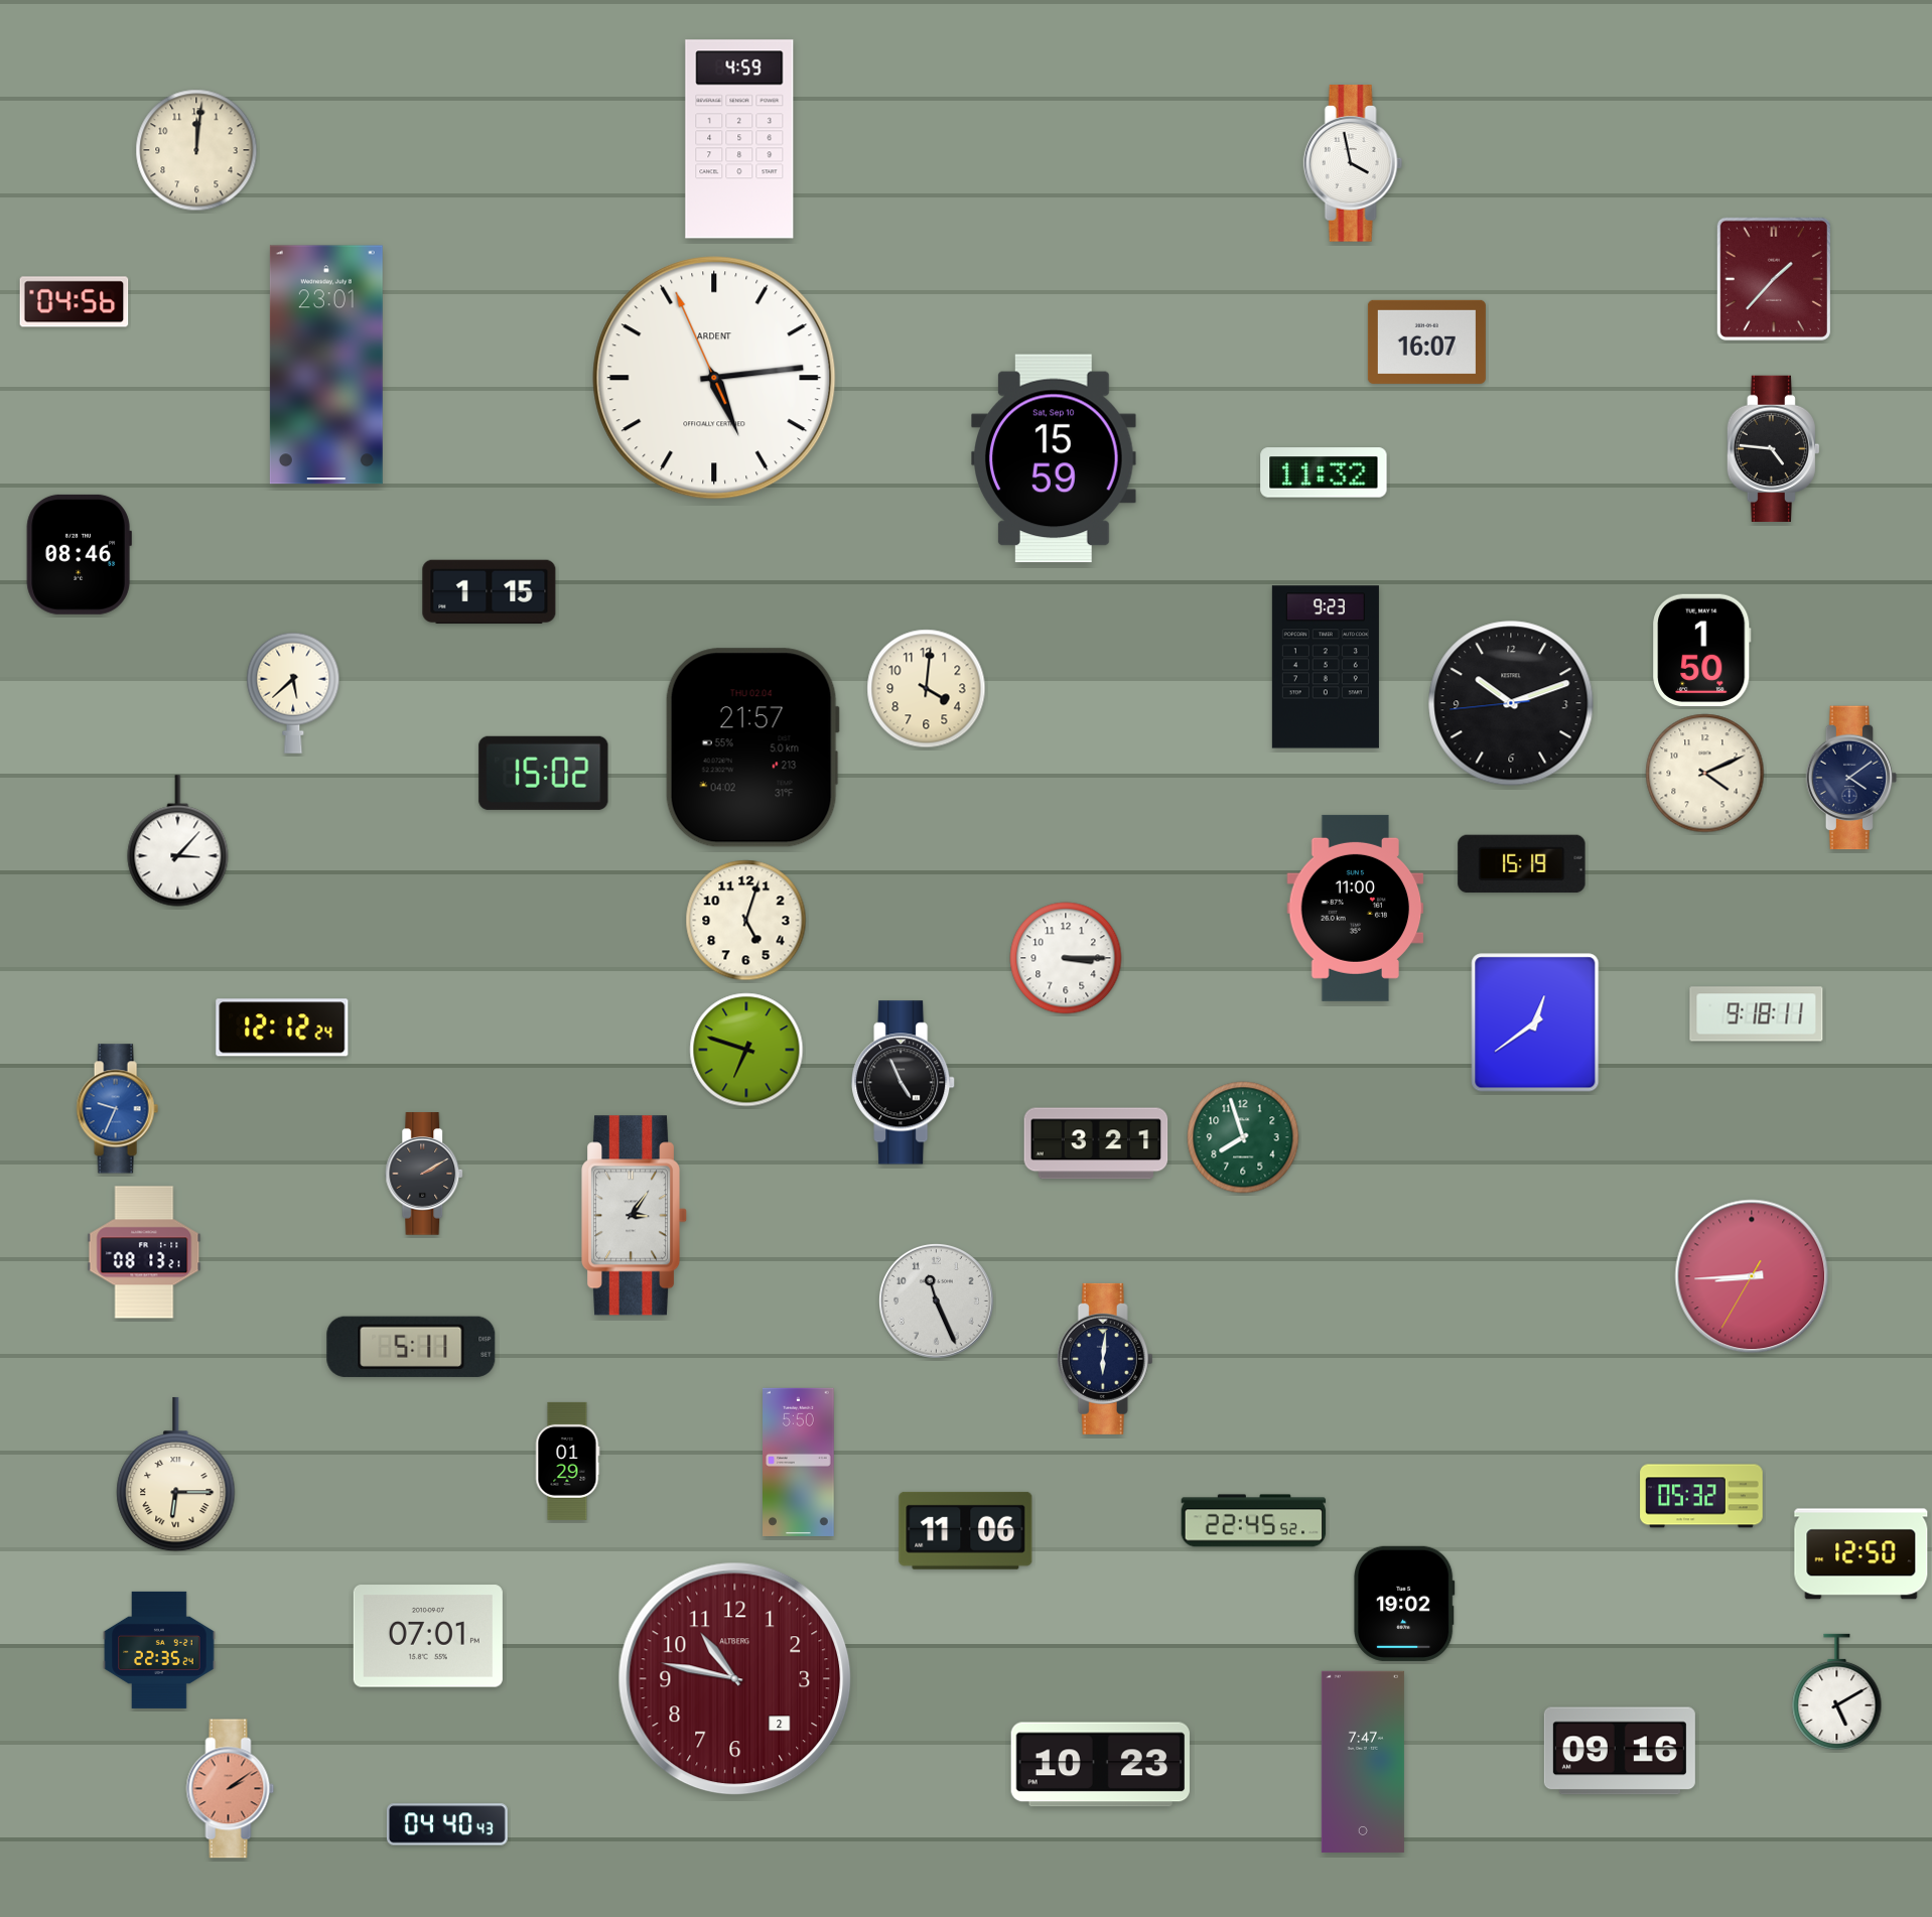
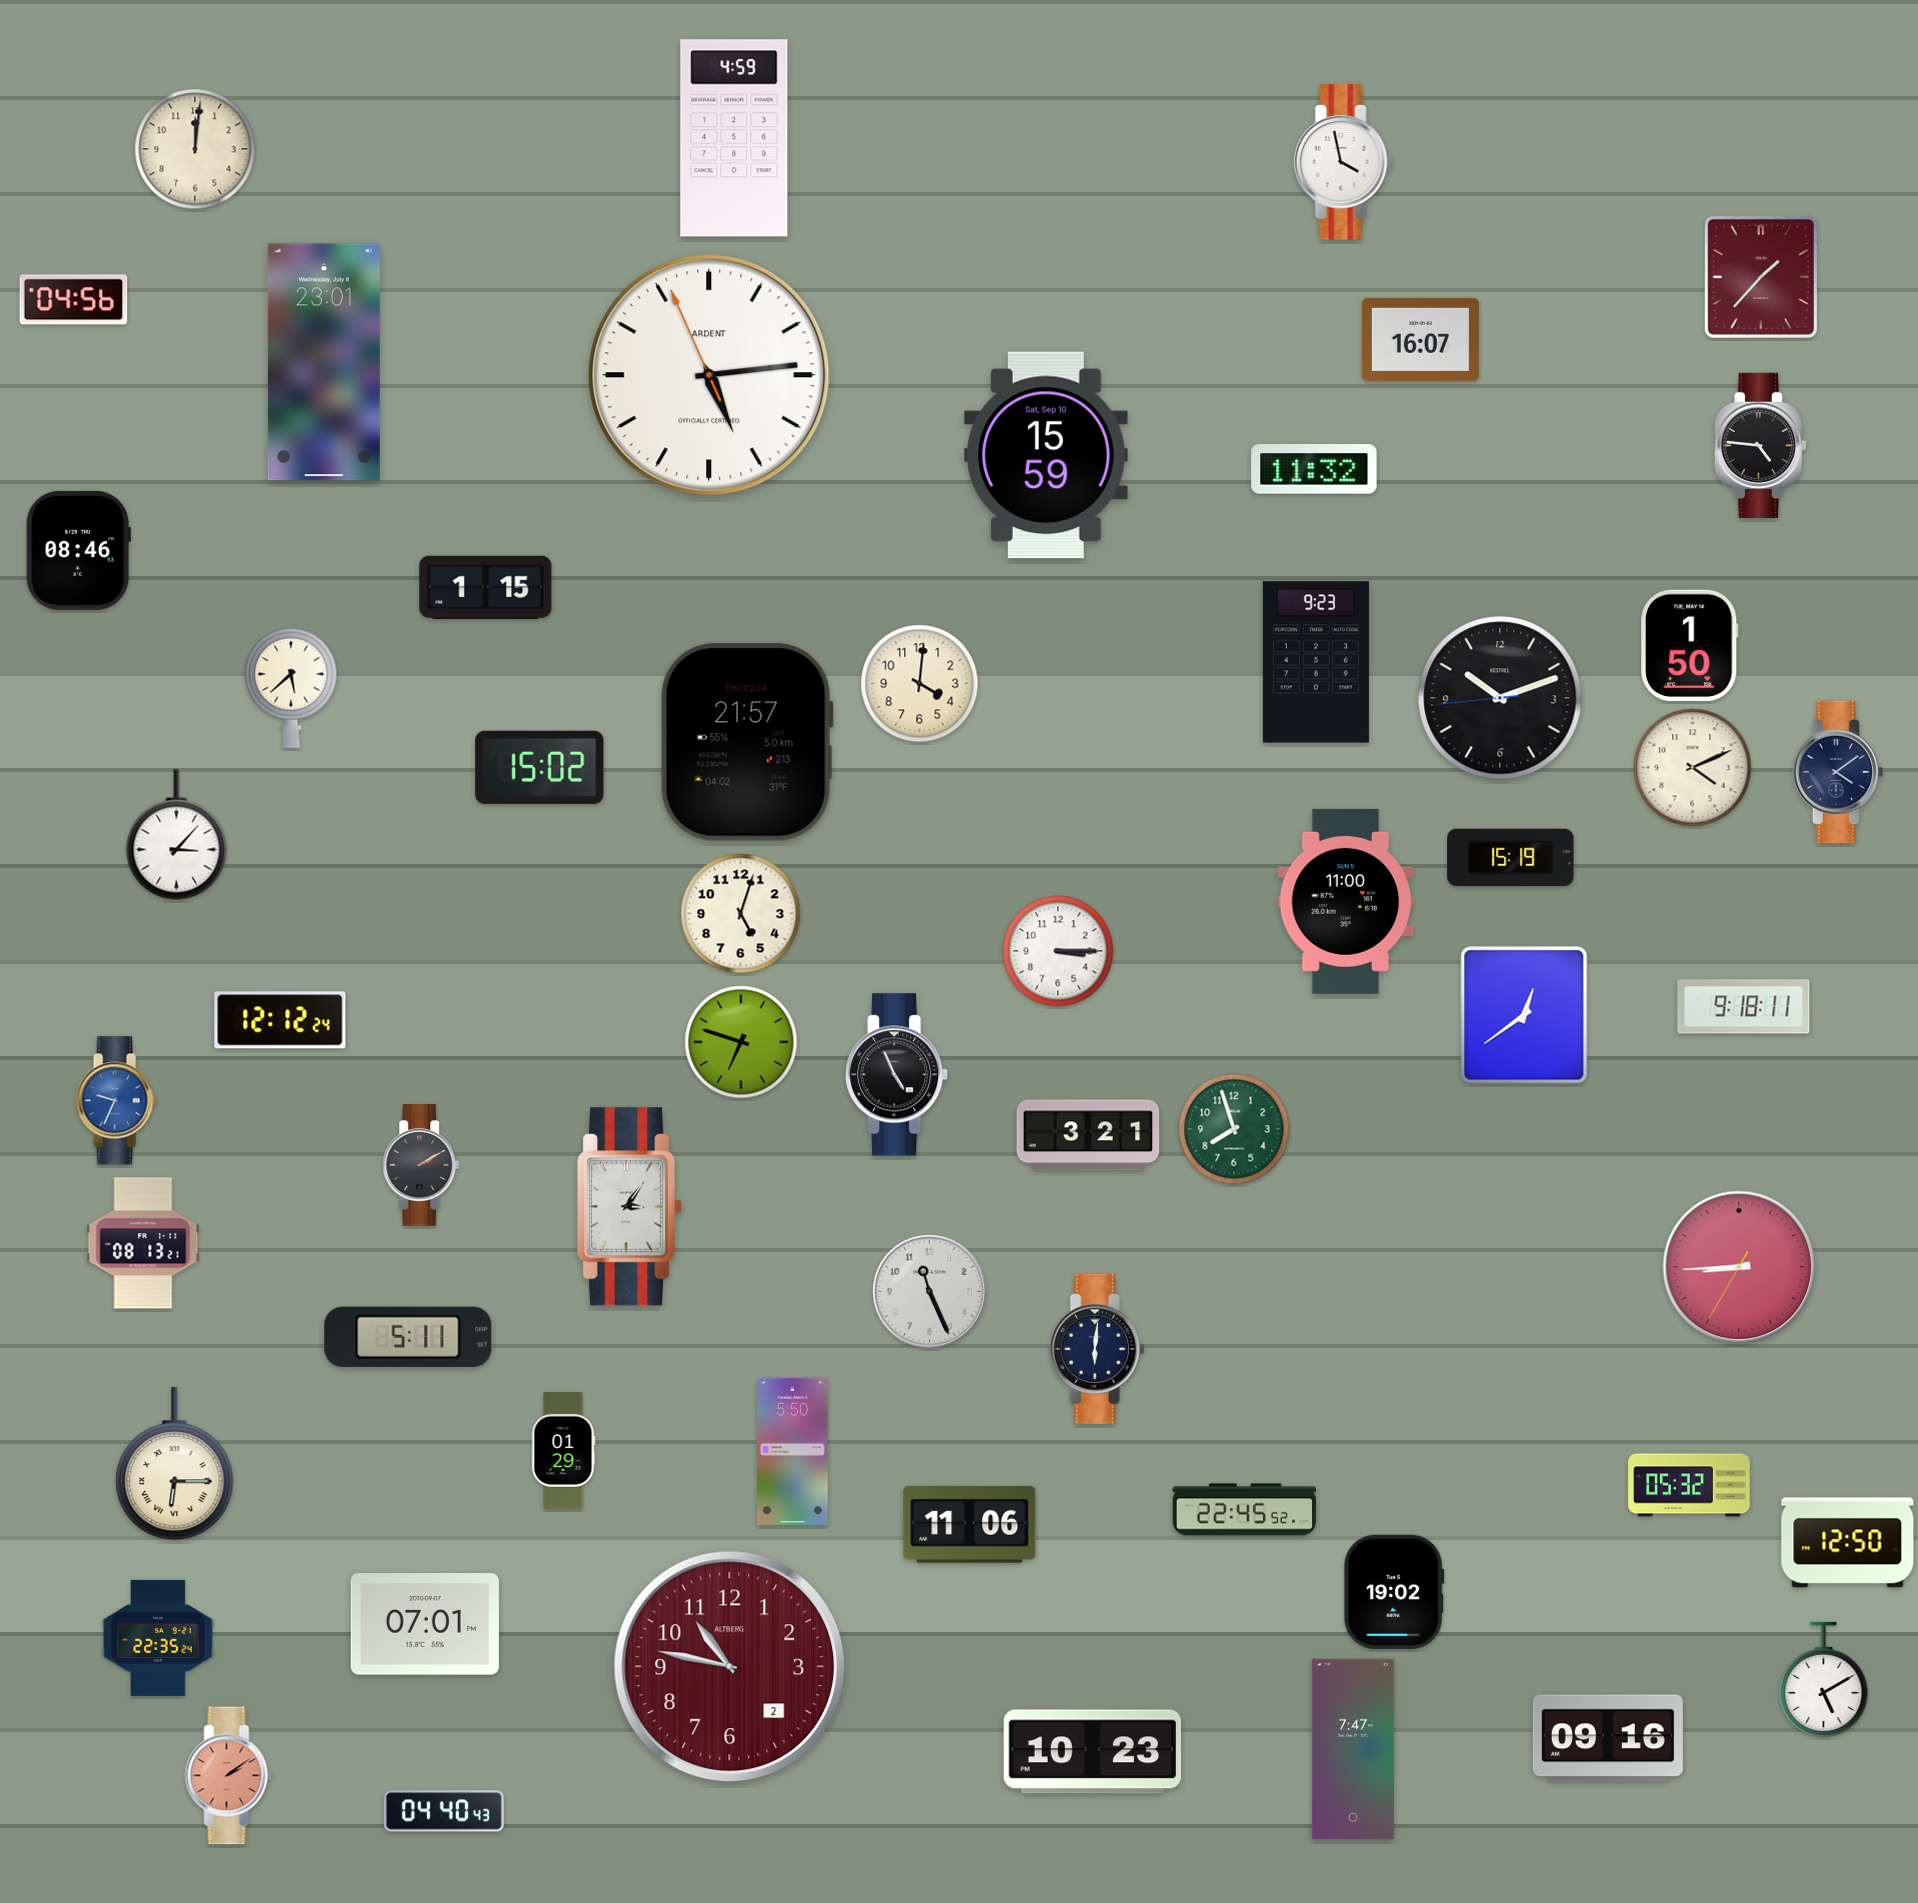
clock at (1426, 341) position: (1426, 341) -> (1420, 339)
clock at (966, 1530) position: (966, 1530) -> (970, 1524)
